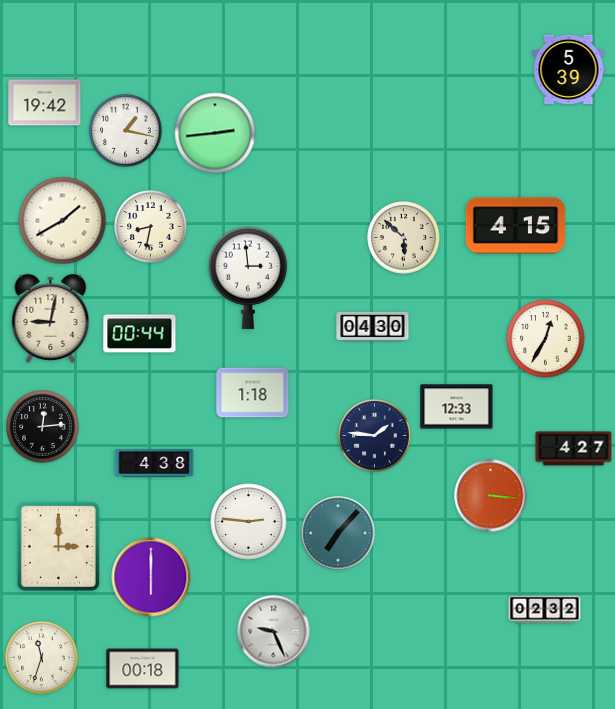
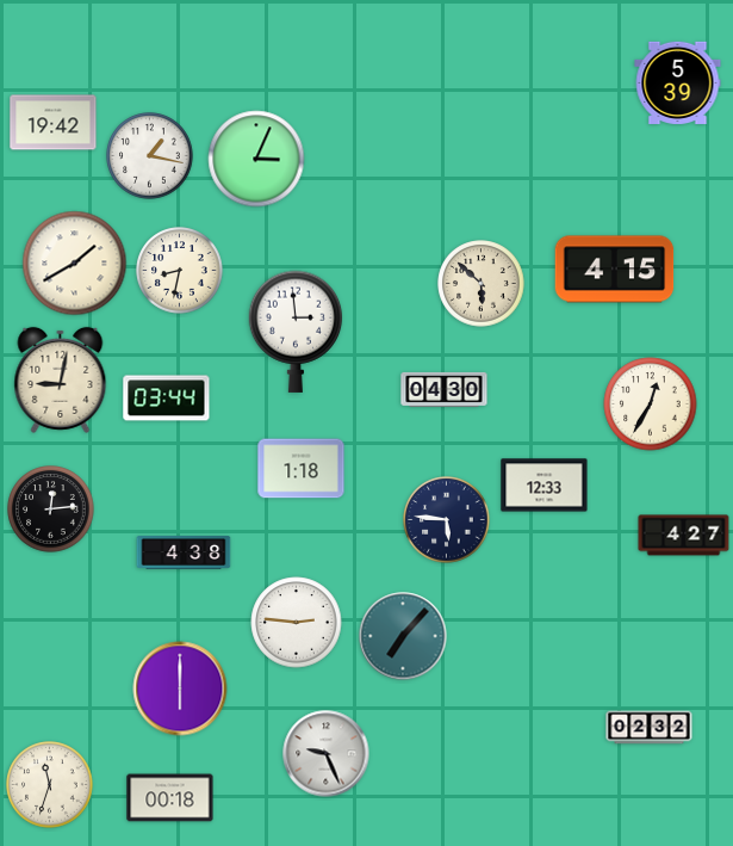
clock at (215, 133): 2:44 -> 3:04
clock at (140, 334): 00:44 -> 03:44
clock at (375, 436): 1:46 -> 5:46
clock at (491, 496): 3:16 -> none
clock at (58, 546): 3:00 -> none
